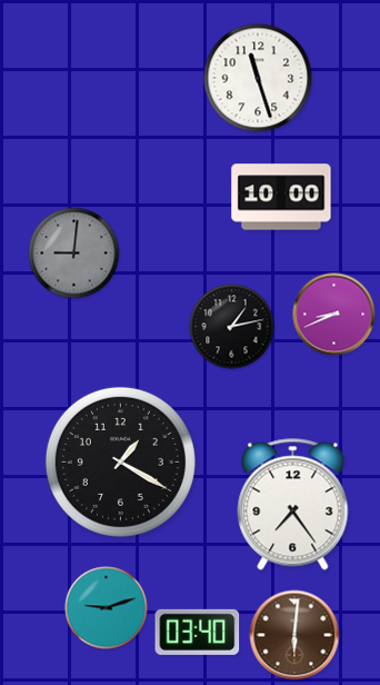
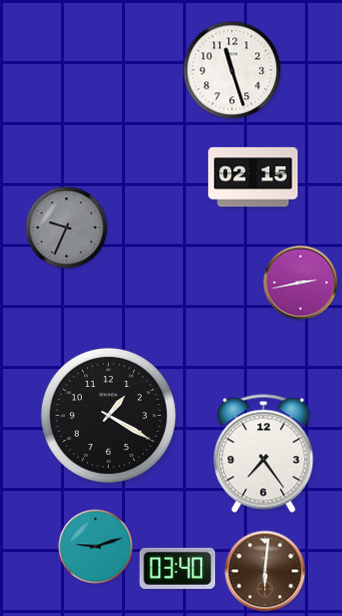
clock at (281, 197): 10:00 -> 02:15
clock at (74, 254): 9:01 -> 9:34
clock at (334, 315): 8:41 -> 2:43
clock at (232, 327): 1:13 -> none
